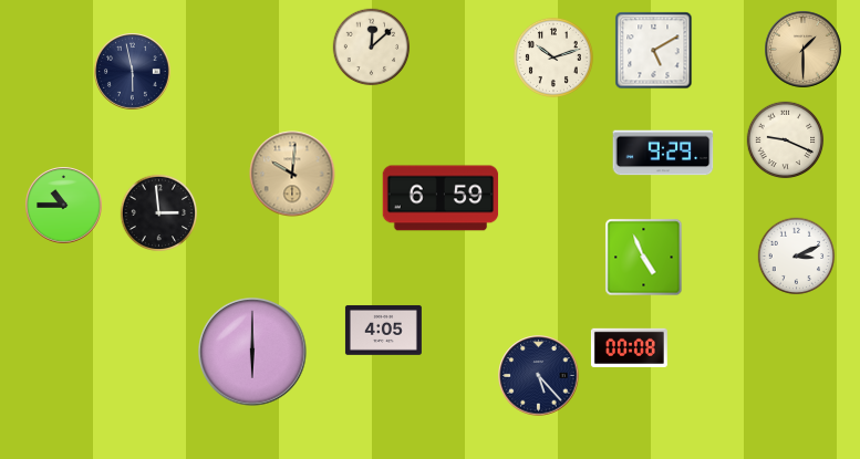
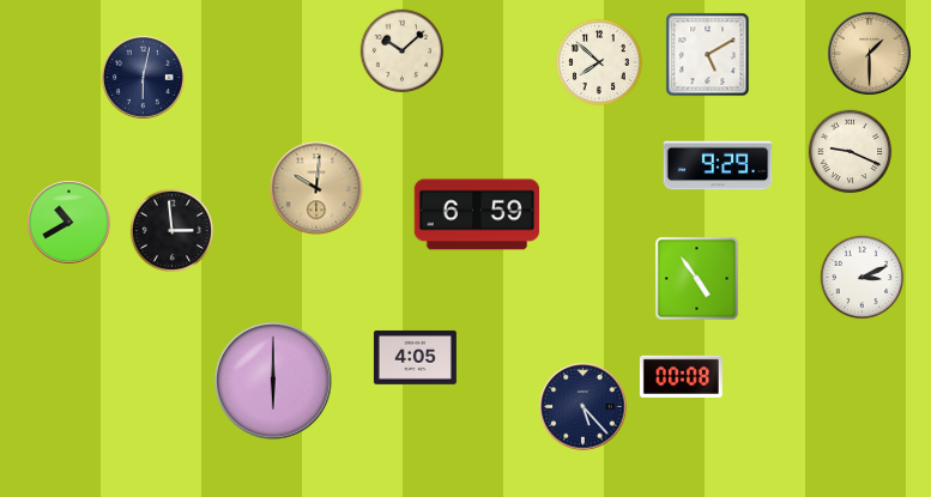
clock at (372, 48): 12:08 -> 10:08
clock at (553, 58): 10:12 -> 7:52
clock at (133, 72): 5:58 -> 6:02
clock at (64, 206): 10:45 -> 10:40
clock at (644, 258): 4:56 -> 4:54
